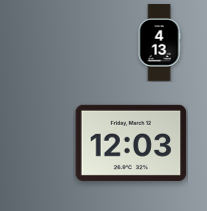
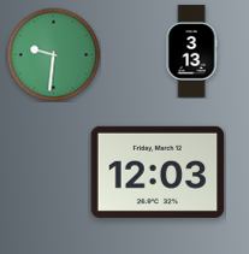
clock at (159, 43): 4:13 -> 3:13
clock at (53, 54): none -> 9:31
